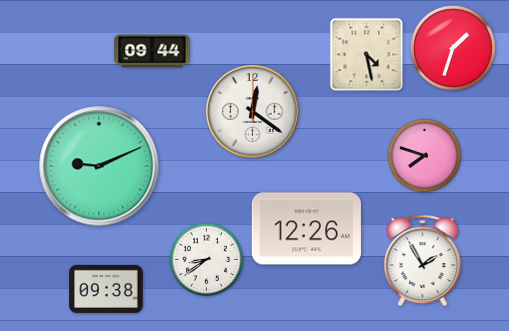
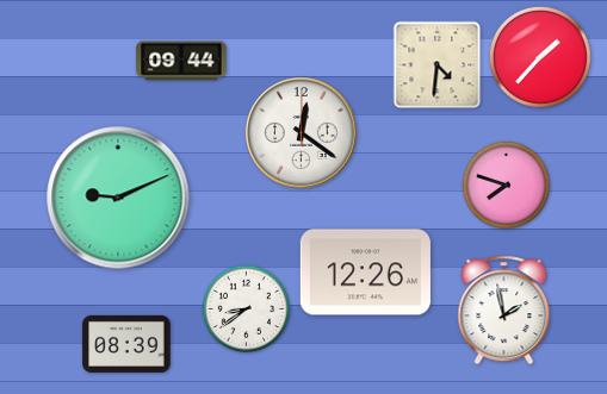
clock at (454, 49): 1:33 -> 1:37
clock at (367, 55): 4:28 -> 4:31
clock at (423, 261): 1:55 -> 1:58
clock at (106, 289): 09:38 -> 08:39
